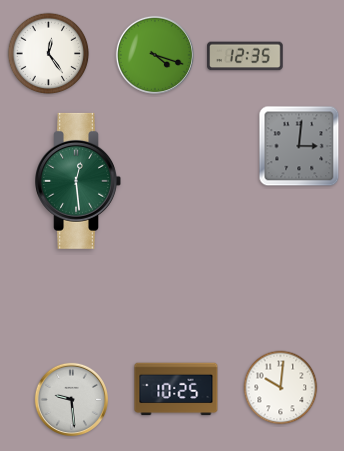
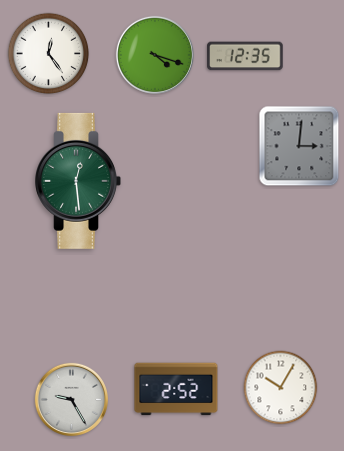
clock at (281, 388): 10:01 -> 10:05
clock at (176, 389): 10:25 -> 2:52
clock at (71, 399): 9:29 -> 9:25
